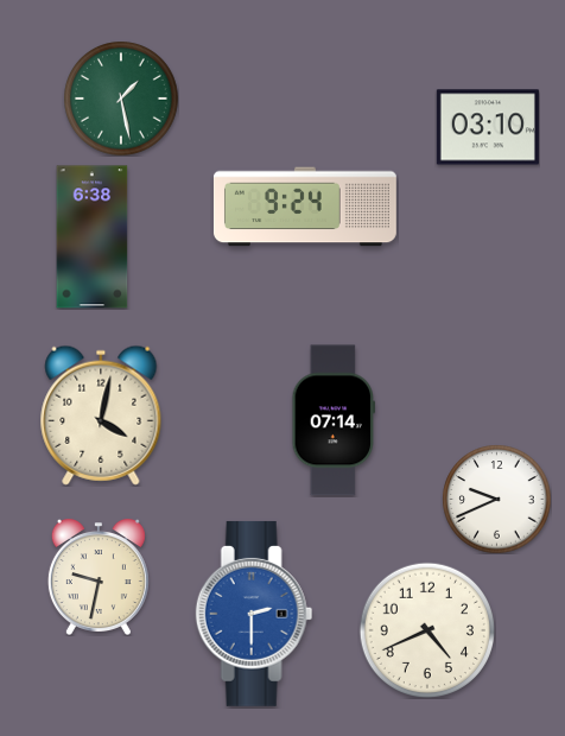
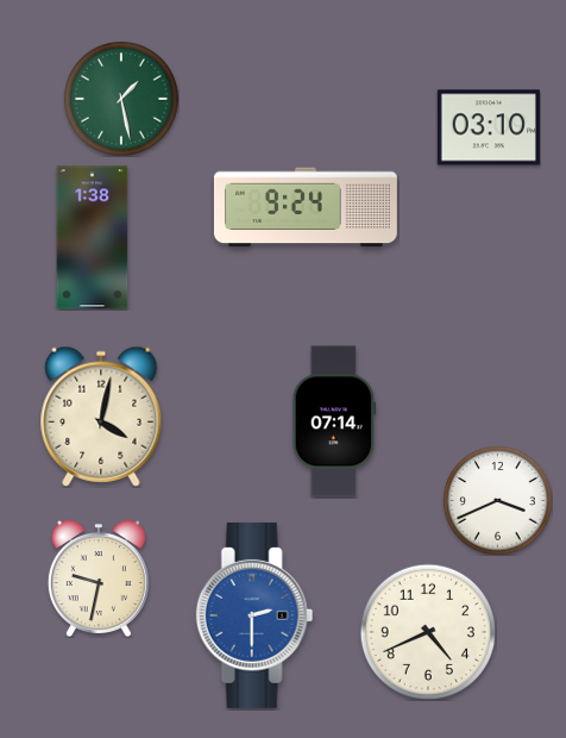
clock at (93, 237): 6:38 -> 1:38
clock at (496, 499): 9:41 -> 3:41
